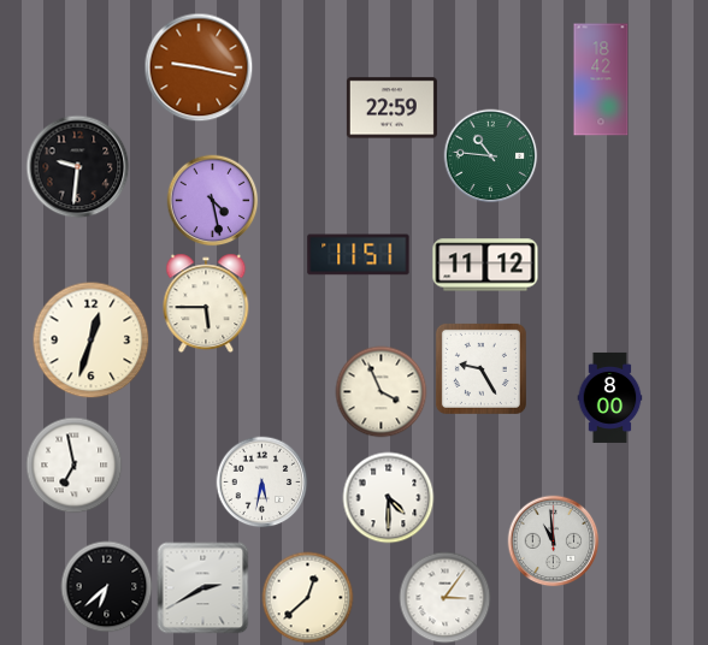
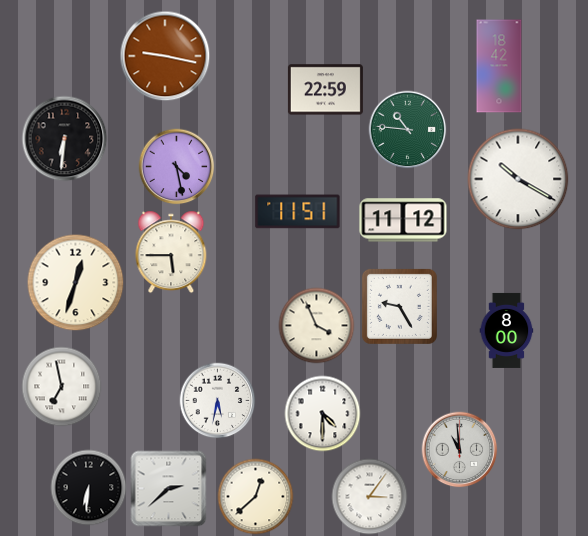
clock at (78, 167): 9:31 -> 6:31
clock at (518, 179): none -> 10:20
clock at (107, 587): 6:38 -> 6:31
clock at (203, 588): 2:40 -> 2:38
